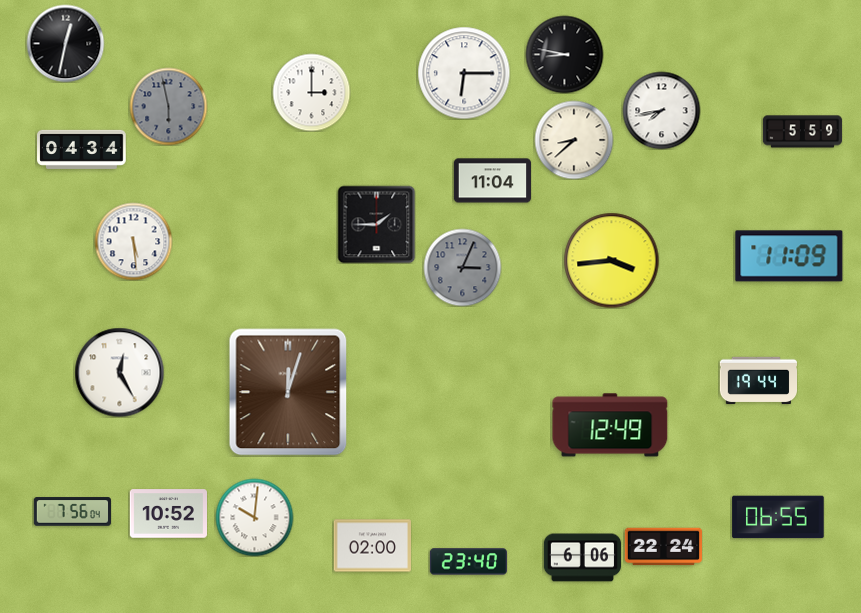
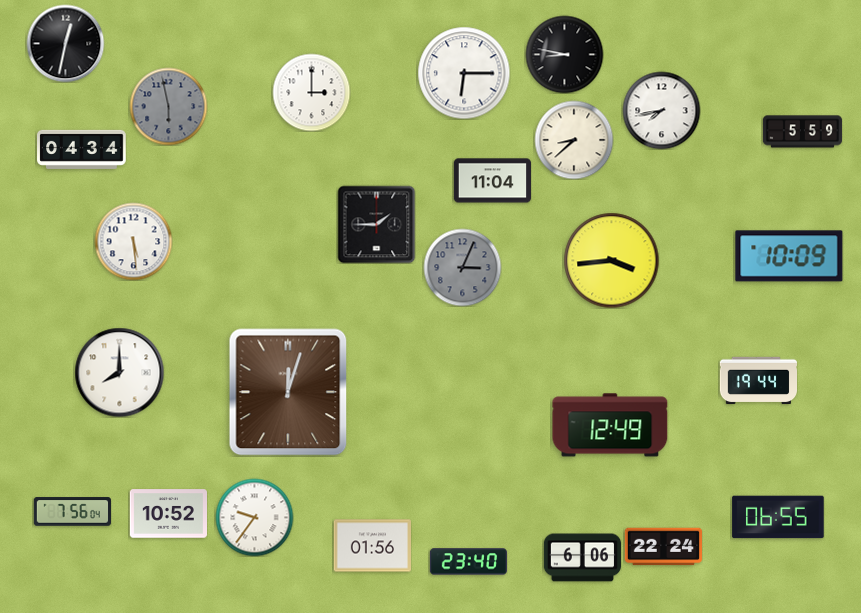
clock at (789, 256): 11:09 -> 10:09
clock at (119, 372): 12:25 -> 8:00
clock at (254, 517): 10:01 -> 9:36
clock at (372, 546): 02:00 -> 01:56
